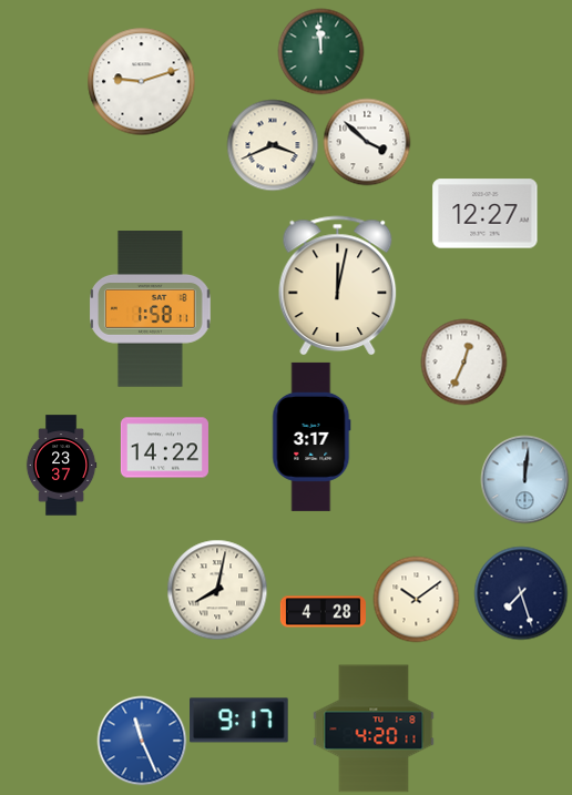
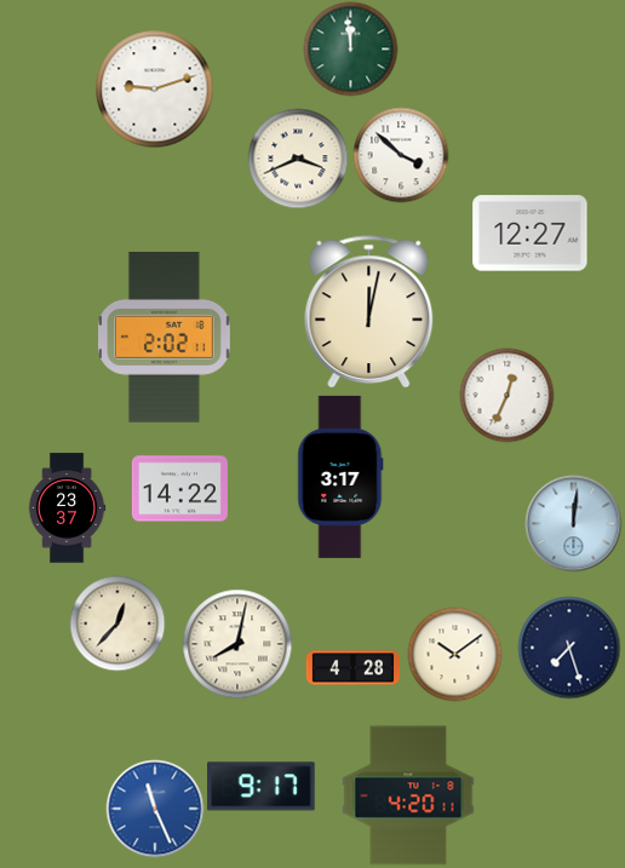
clock at (320, 51) position: (320, 51) -> (350, 48)
clock at (151, 309): 1:58 -> 2:02
clock at (117, 623): none -> 12:37
